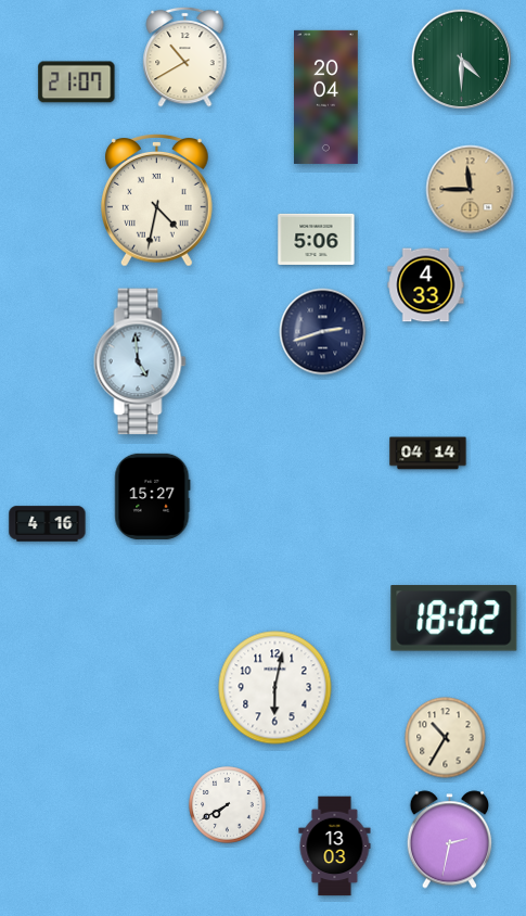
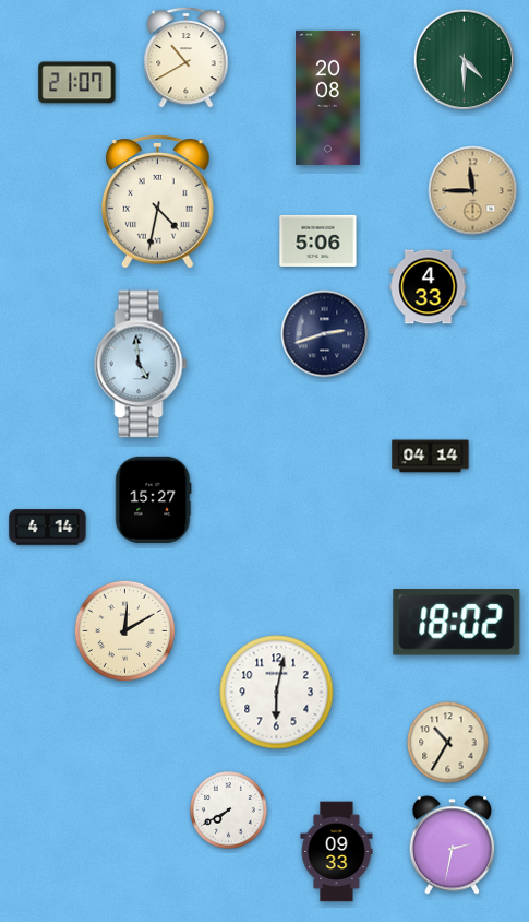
clock at (326, 97): 20:04 -> 20:08
clock at (48, 524): 4:16 -> 4:14
clock at (124, 630): none -> 12:10
clock at (335, 847): 13:03 -> 09:33
